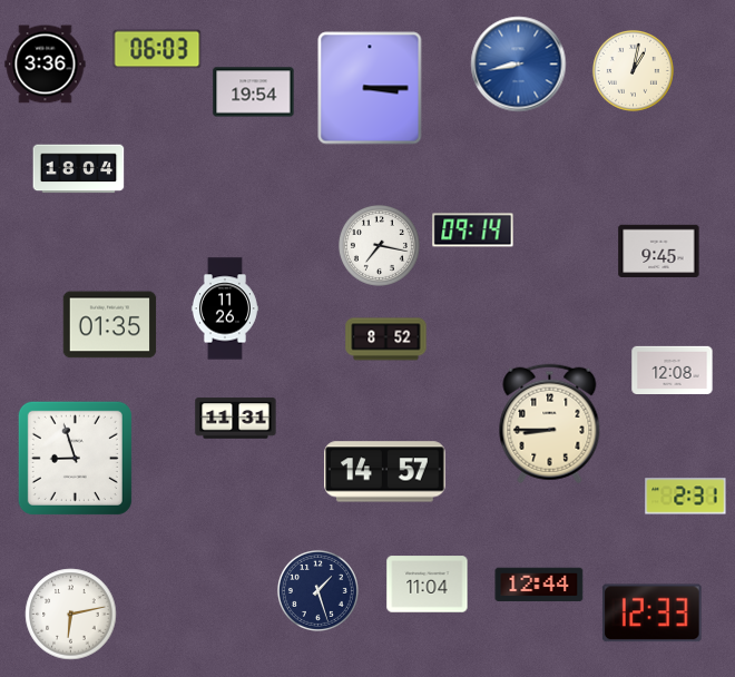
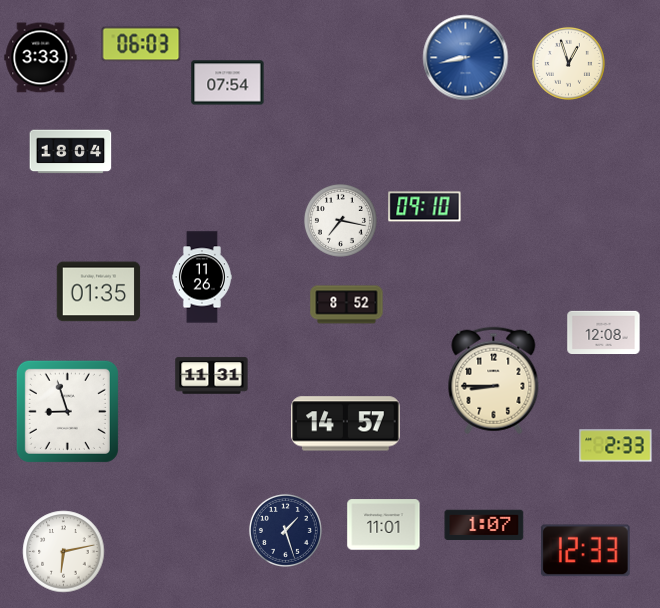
clock at (46, 65): 3:36 -> 3:33
clock at (633, 70): 1:02 -> 12:57
clock at (370, 88): 3:15 -> none
clock at (254, 92): 19:54 -> 07:54
clock at (473, 230): 09:14 -> 09:10
clock at (659, 251): 9:45 -> none
clock at (686, 497): 2:31 -> 2:33
clock at (428, 585): 11:04 -> 11:01
clock at (539, 585): 12:44 -> 1:07
